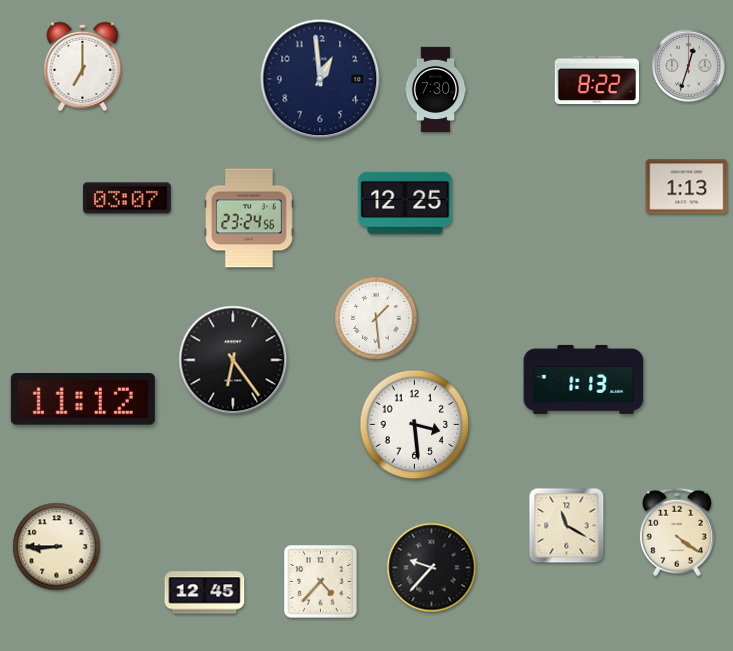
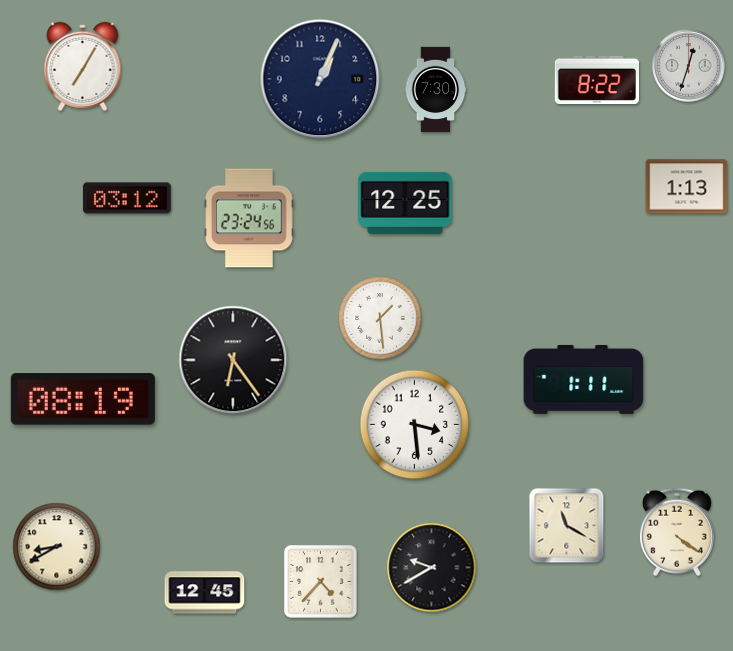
clock at (83, 66): 7:00 -> 7:05
clock at (320, 79): 12:59 -> 1:04
clock at (127, 198): 03:07 -> 03:12
clock at (376, 318) position: (376, 318) -> (380, 318)
clock at (584, 379): 1:13 -> 1:11
clock at (83, 399): 11:12 -> 08:19
clock at (57, 547): 8:45 -> 8:40
clock at (432, 568): 9:37 -> 9:40
